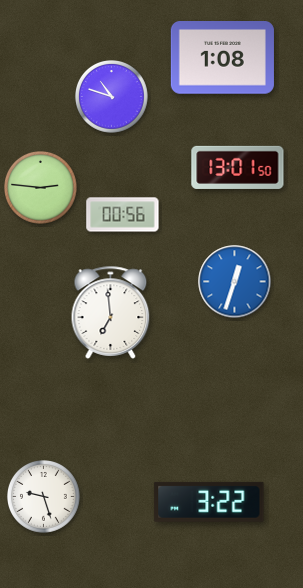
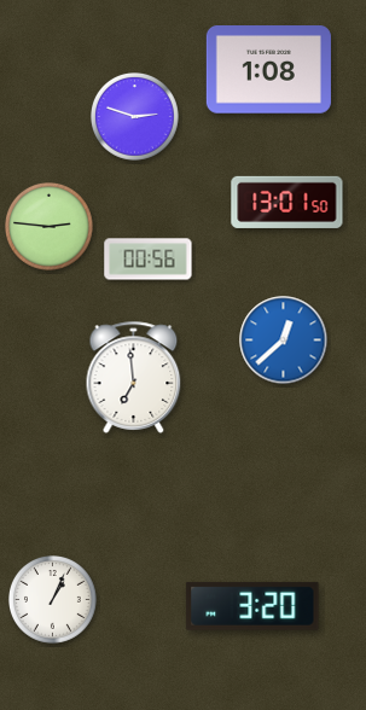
clock at (112, 97): 10:48 -> 2:48
clock at (235, 282): 12:33 -> 12:38
clock at (44, 497): 9:27 -> 1:04
clock at (209, 502): 3:22 -> 3:20
